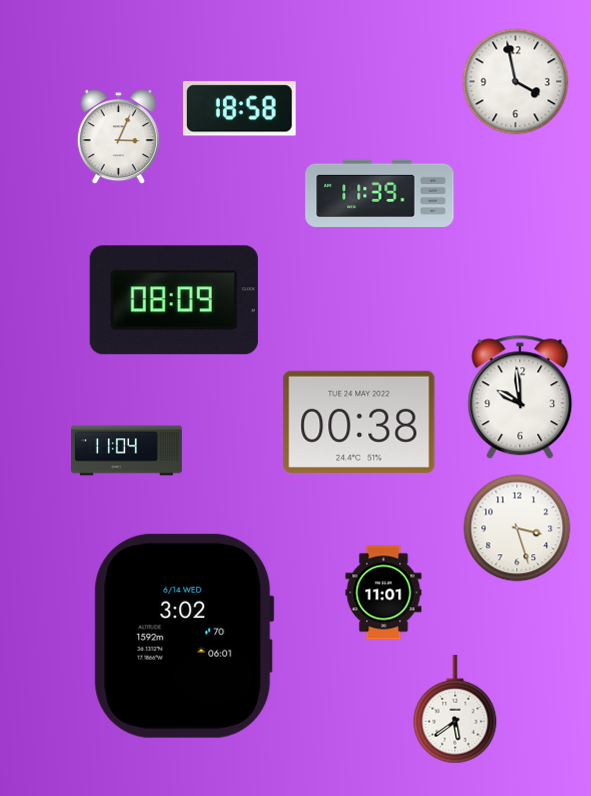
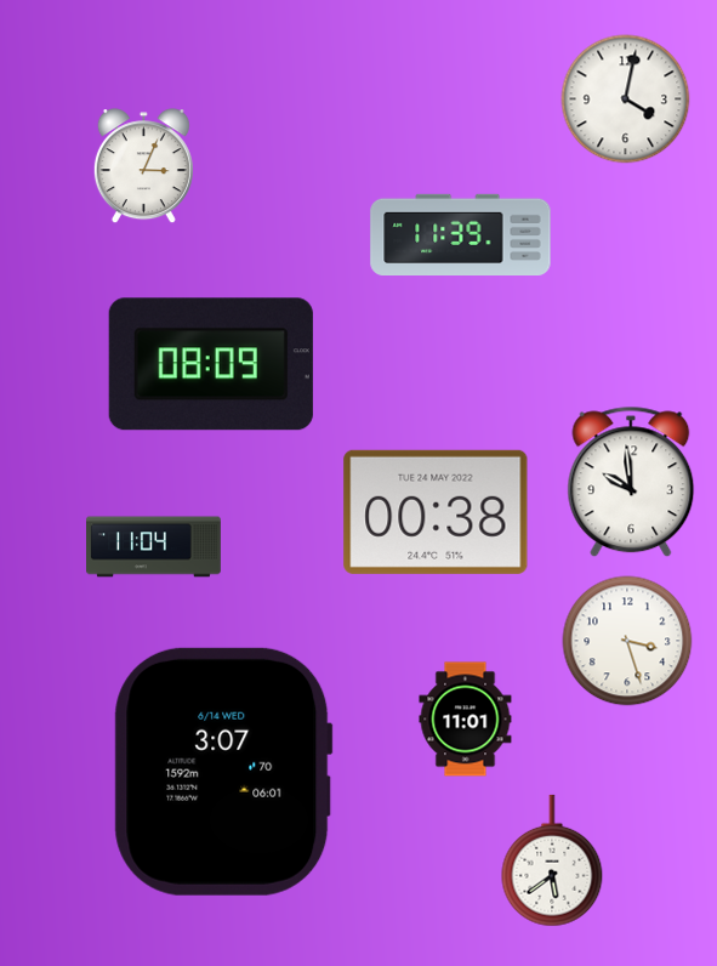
clock at (516, 82): 3:58 -> 4:02
clock at (239, 109): 18:58 -> none
clock at (184, 636): 3:02 -> 3:07
